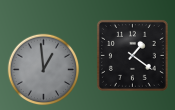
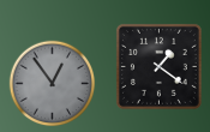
clock at (44, 70): 12:59 -> 12:54
